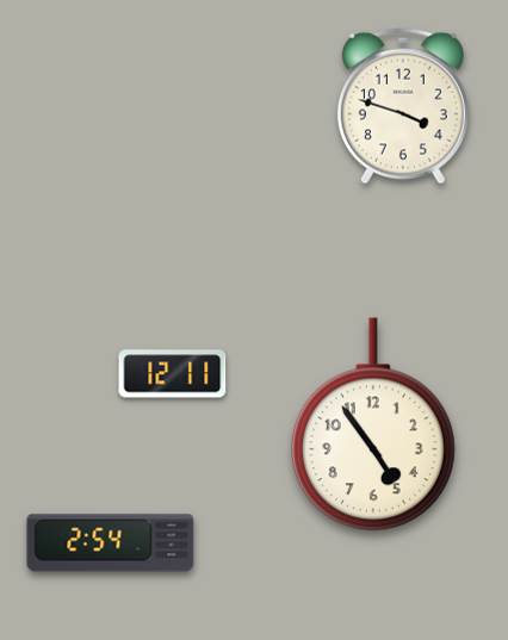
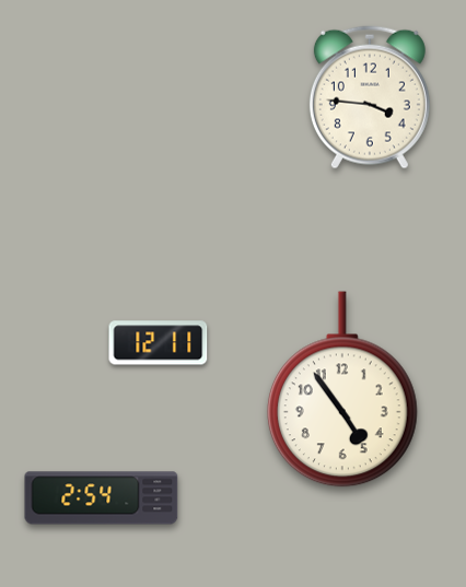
clock at (403, 106): 3:48 -> 3:46
